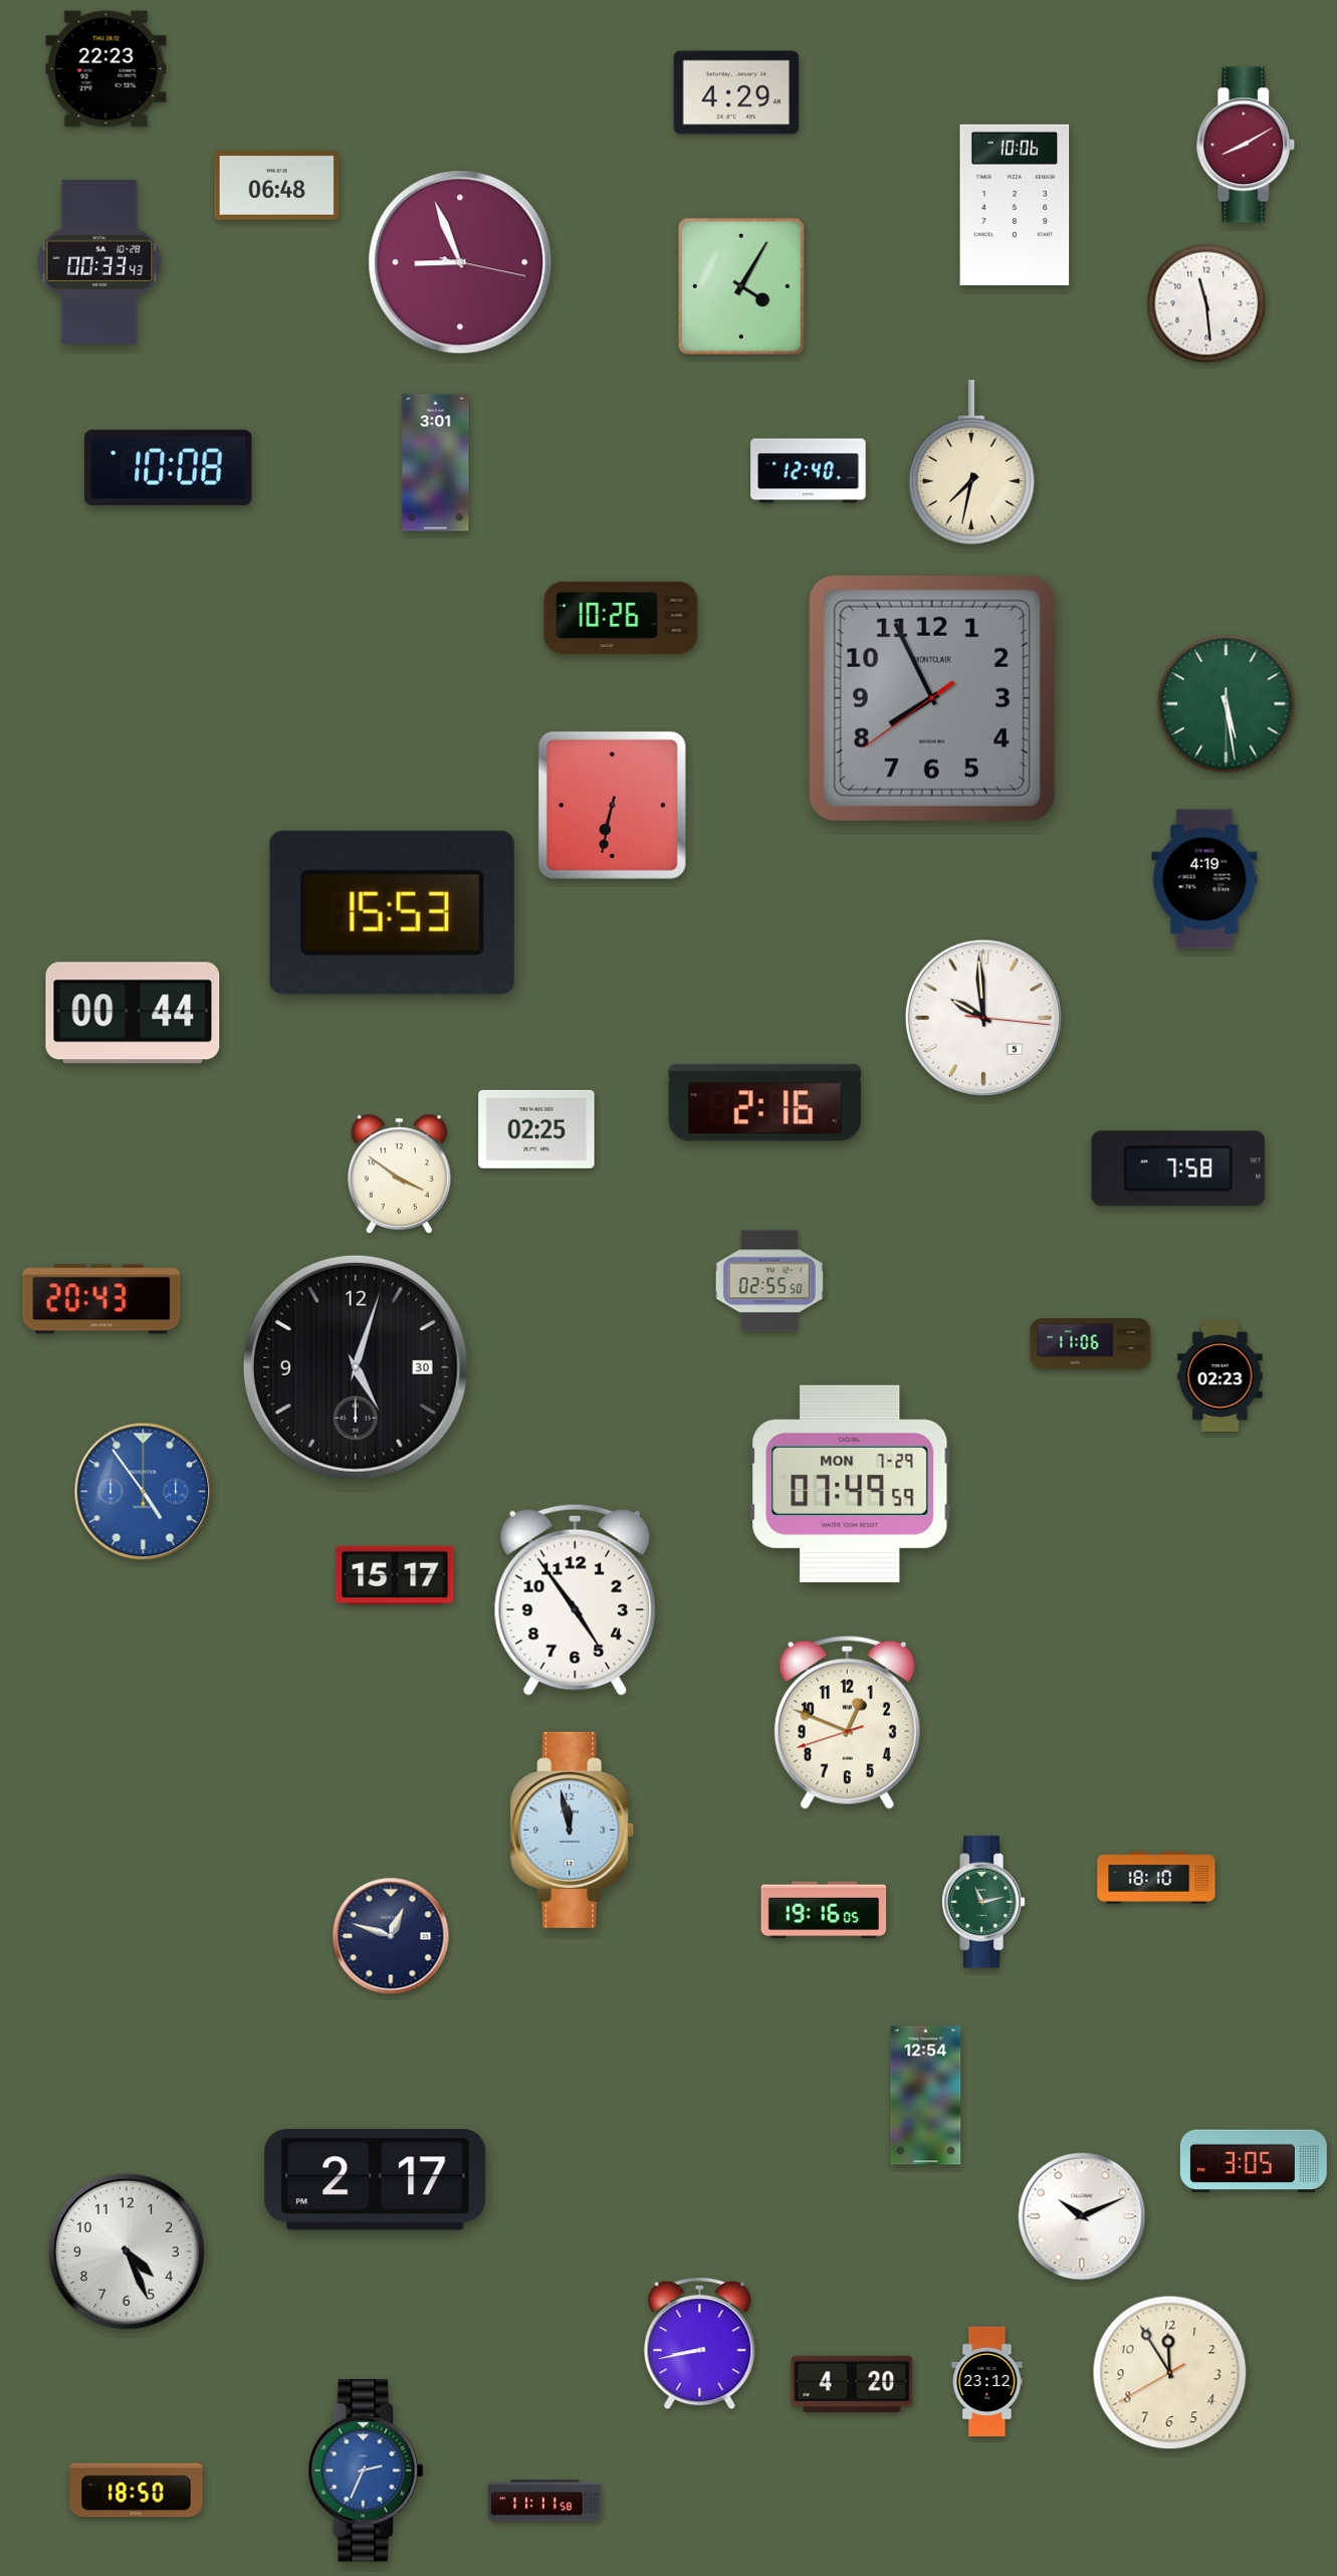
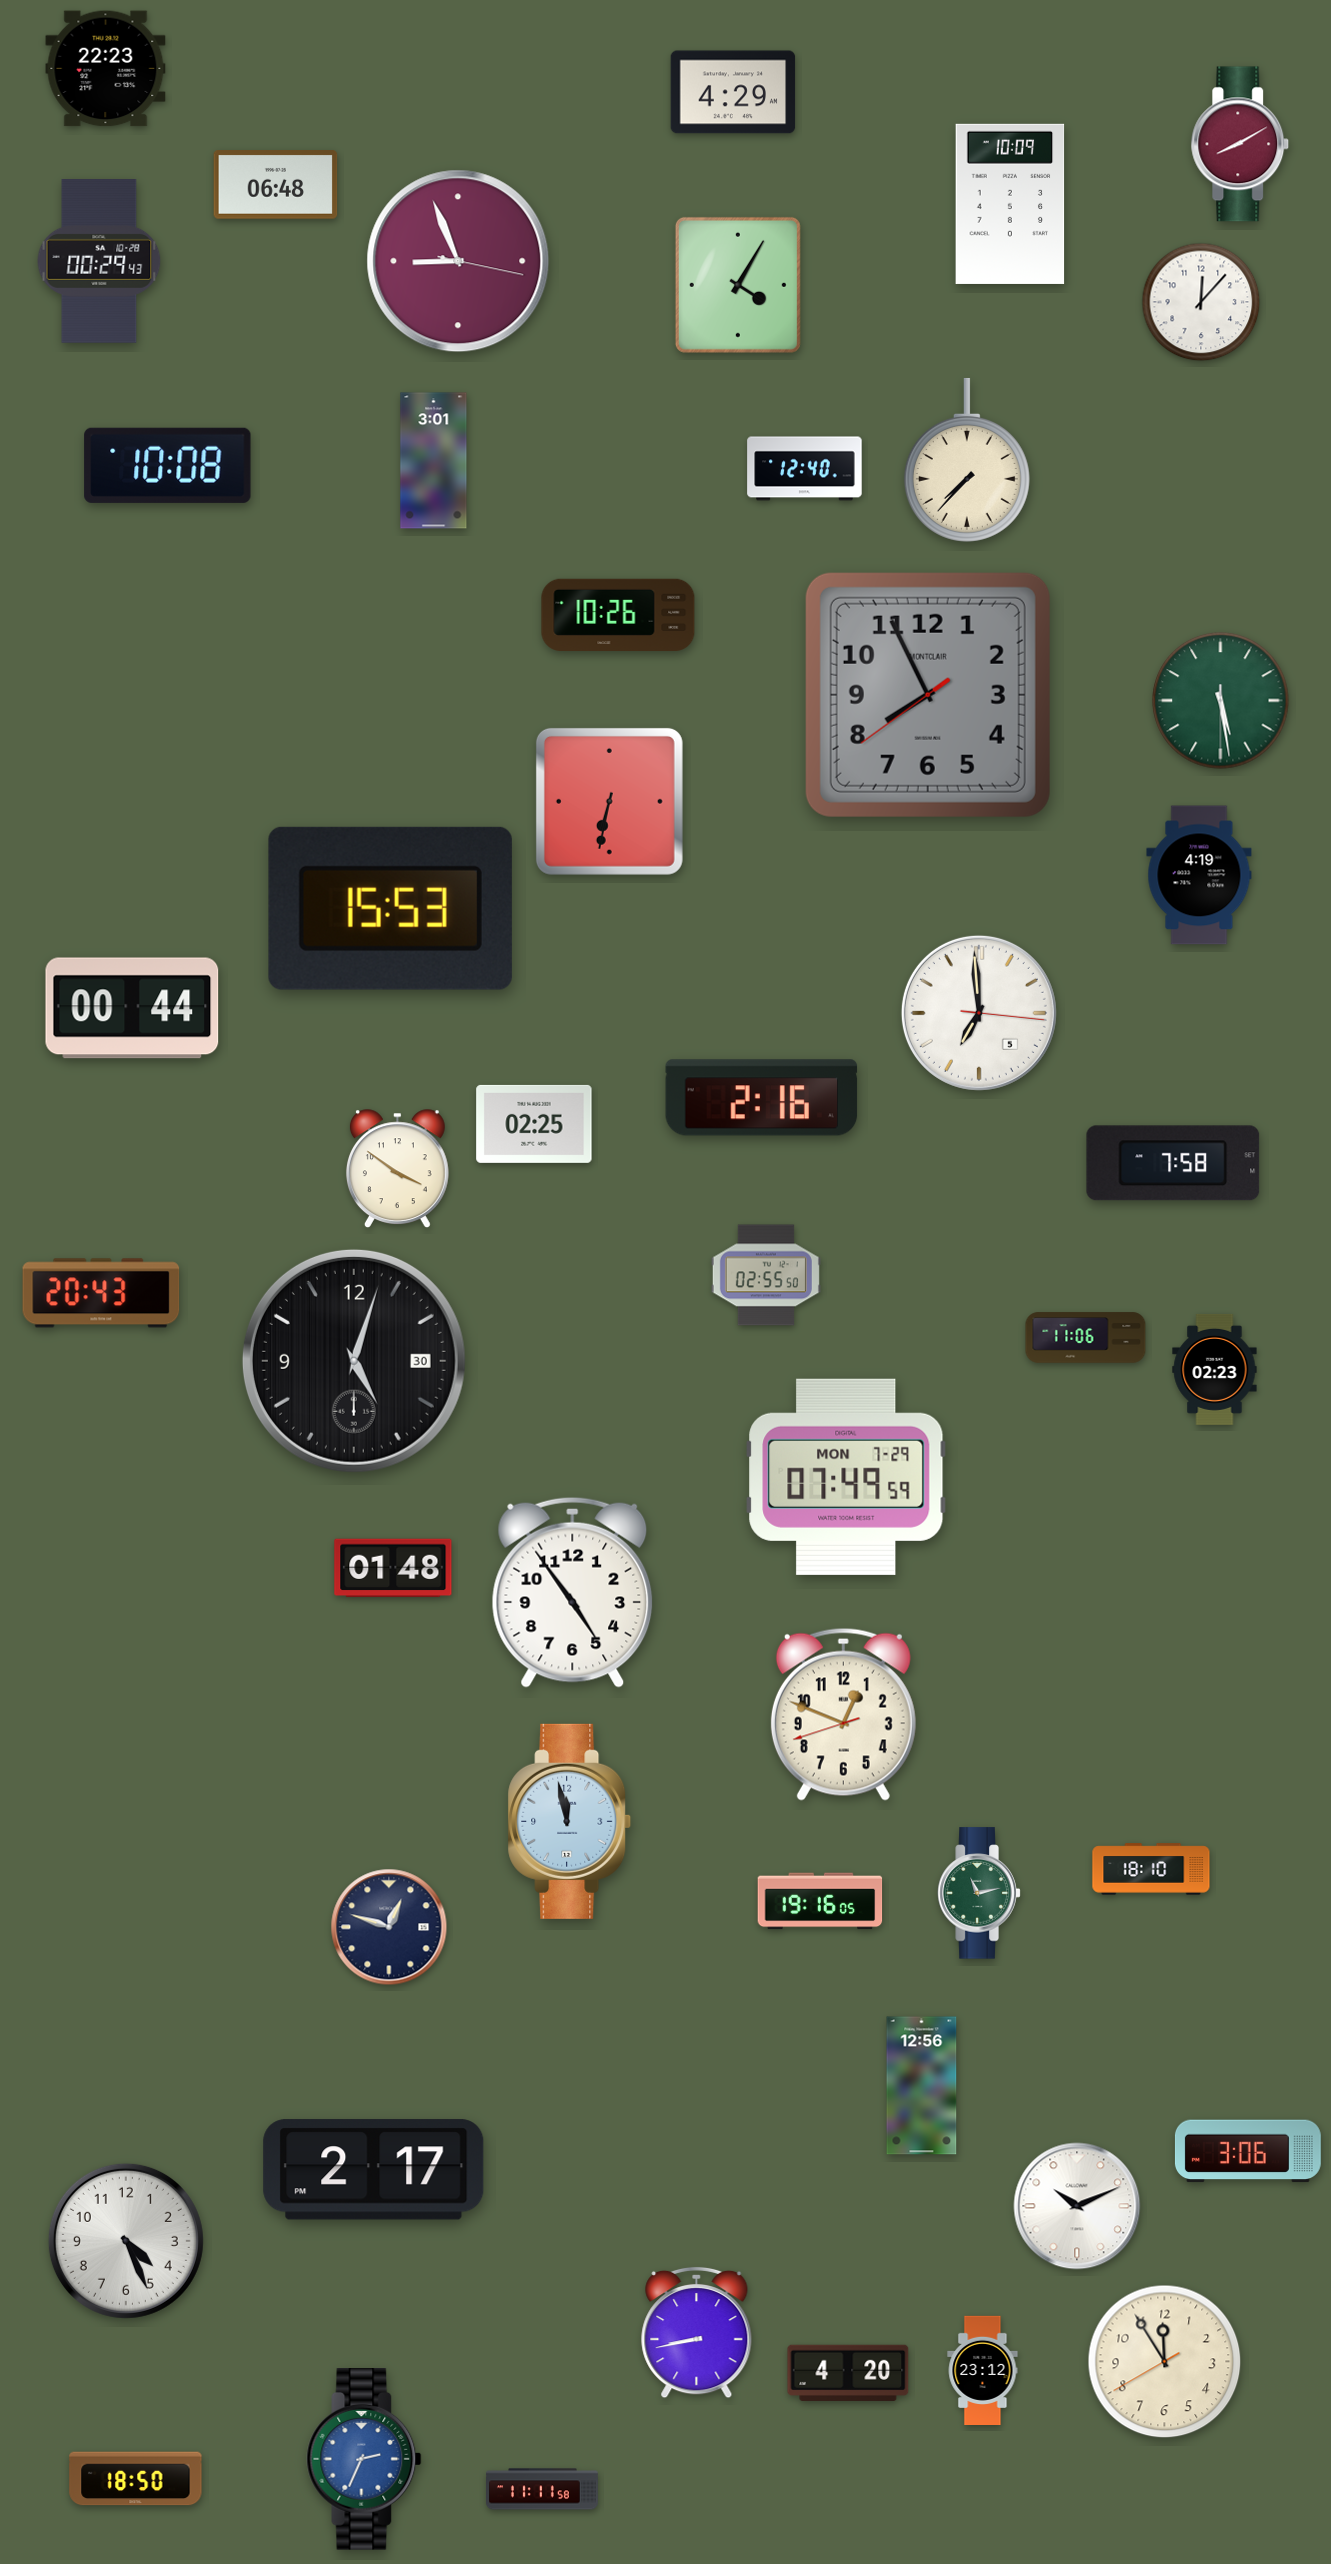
clock at (1015, 205): 10:06 -> 10:09
clock at (99, 263): 00:33 -> 00:29
clock at (1206, 303): 11:29 -> 12:07
clock at (971, 462): 7:32 -> 7:37
clock at (983, 1018): 9:59 -> 6:59
clock at (144, 1492): 4:54 -> none
clock at (395, 1575): 15:17 -> 01:48
clock at (926, 2096): 12:54 -> 12:56
clock at (1254, 2161): 3:05 -> 3:06
